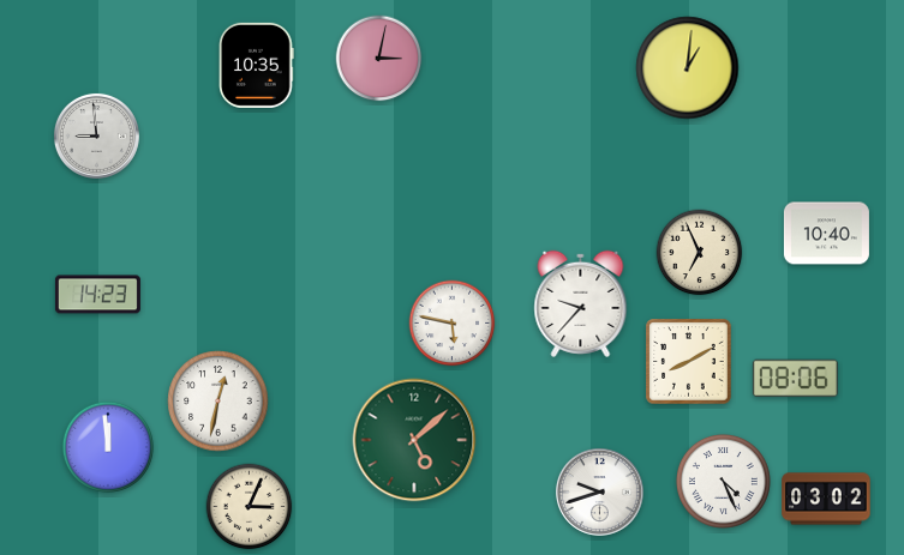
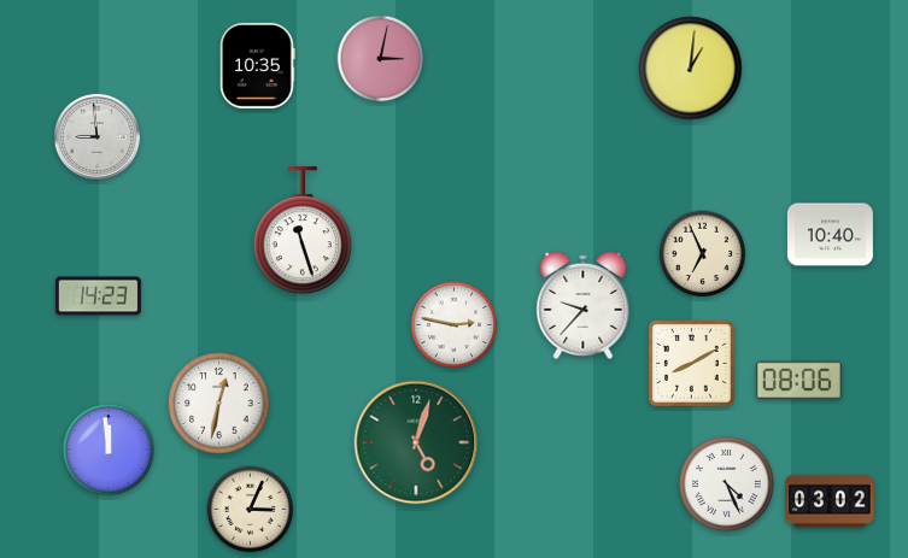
clock at (303, 231): none -> 11:27
clock at (453, 324): 5:47 -> 2:47
clock at (414, 440): 5:08 -> 5:03
clock at (599, 491): 9:42 -> none
